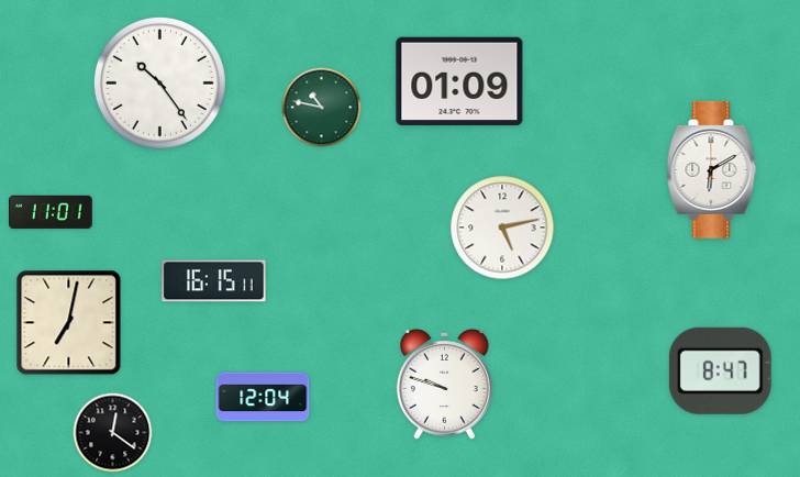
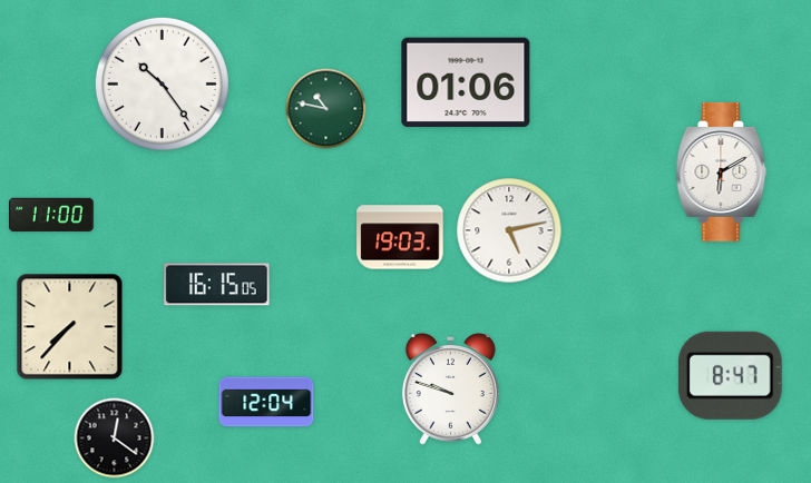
clock at (459, 81): 01:09 -> 01:06
clock at (52, 212): 11:01 -> 11:00
clock at (400, 237): none -> 19:03
clock at (214, 281): 16:15:11 -> 16:15:05
clock at (69, 323): 7:02 -> 7:37
